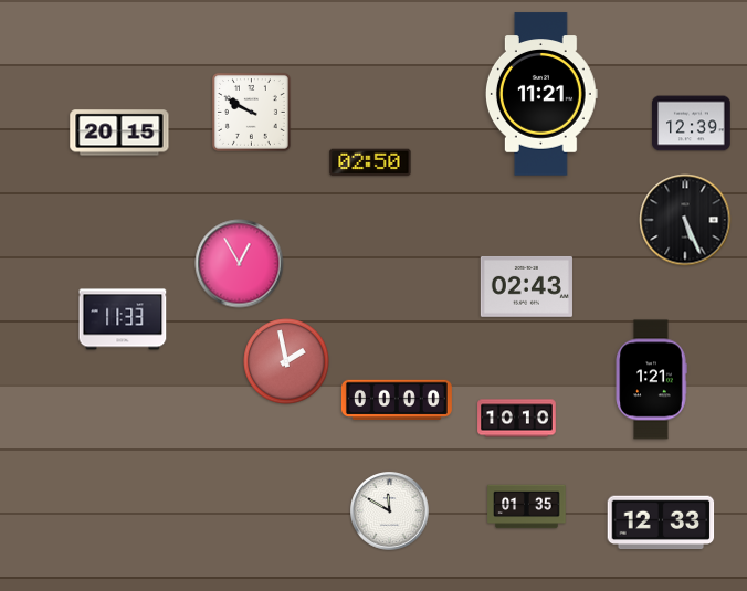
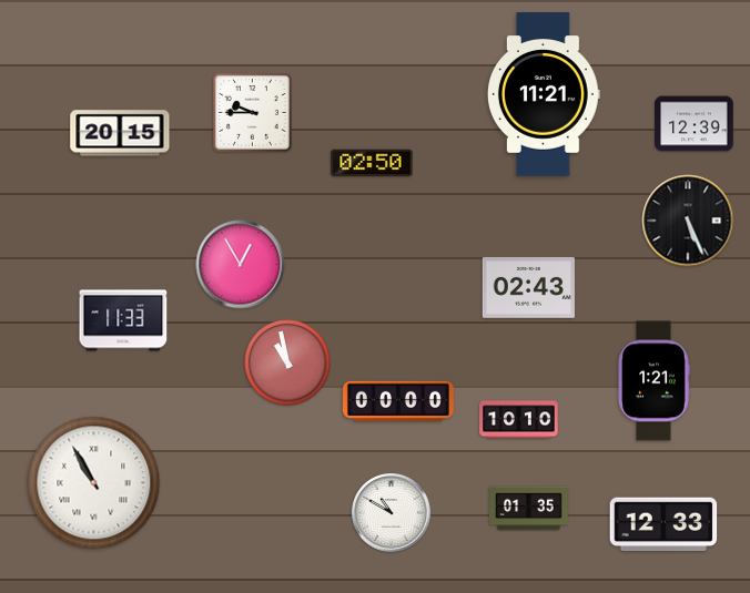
clock at (251, 112): 9:50 -> 9:45
clock at (286, 361): 1:58 -> 10:58
clock at (94, 483): none -> 10:55
clock at (390, 511): 11:50 -> 10:50
